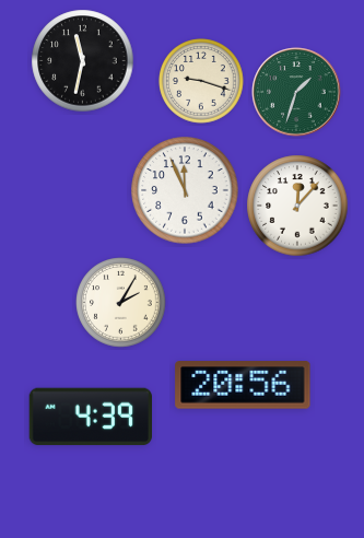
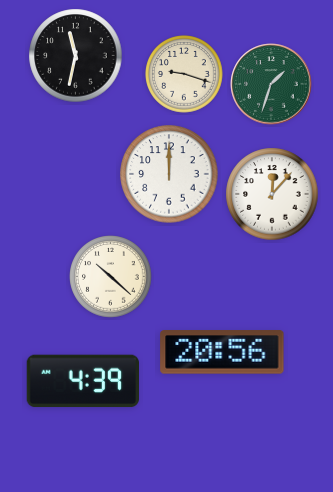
clock at (185, 190): 11:56 -> 12:00
clock at (297, 206) position: (297, 206) -> (272, 194)
clock at (121, 303): 2:05 -> 10:22
